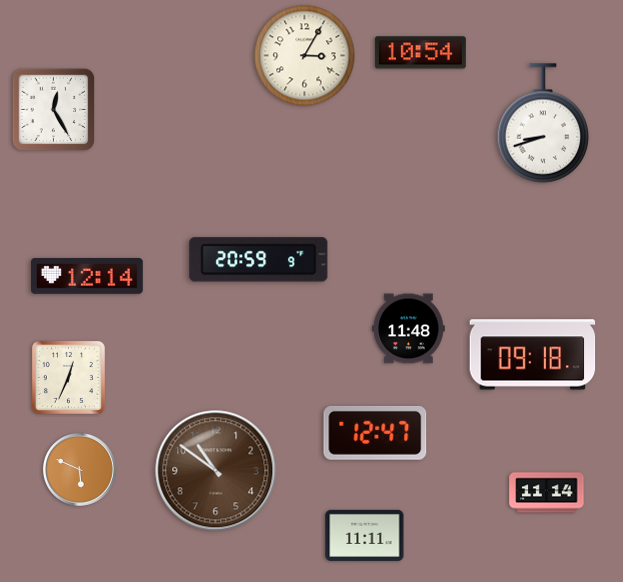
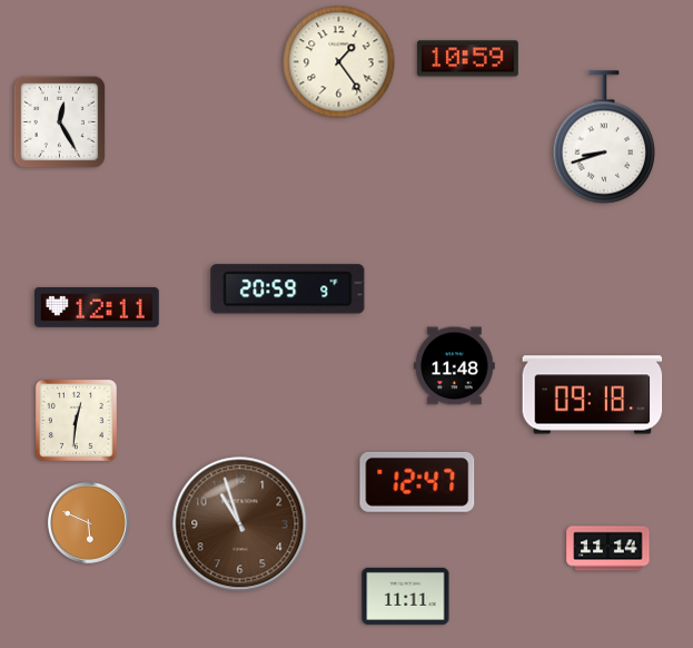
clock at (420, 53): 10:54 -> 10:59
clock at (305, 56): 3:05 -> 1:24
clock at (88, 276): 12:14 -> 12:11
clock at (68, 377): 12:34 -> 12:31
clock at (216, 471): 10:51 -> 10:57
